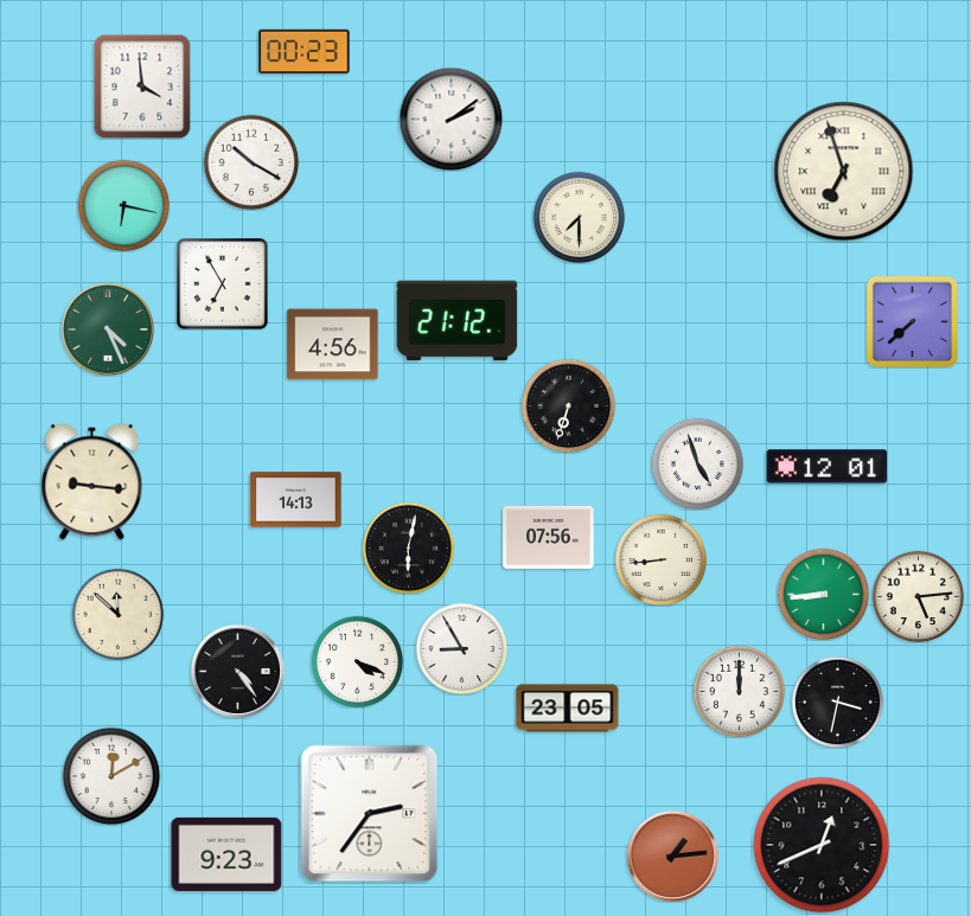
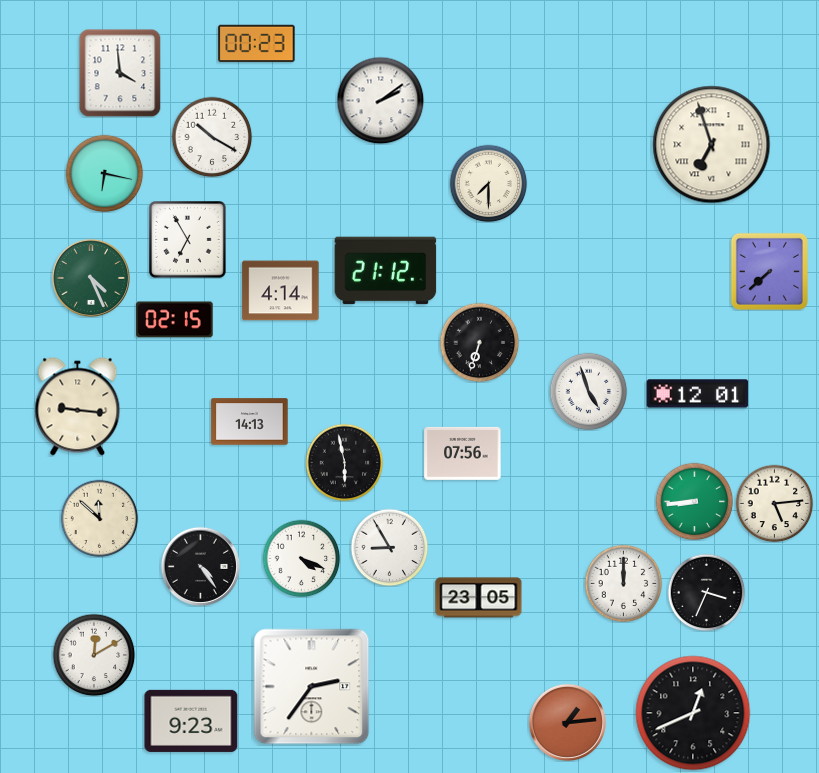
clock at (333, 345): 4:56 -> 4:14
clock at (175, 320): none -> 02:15
clock at (408, 547): 6:02 -> 5:58
clock at (660, 559): 8:44 -> none
clock at (837, 702): 3:32 -> 3:34
